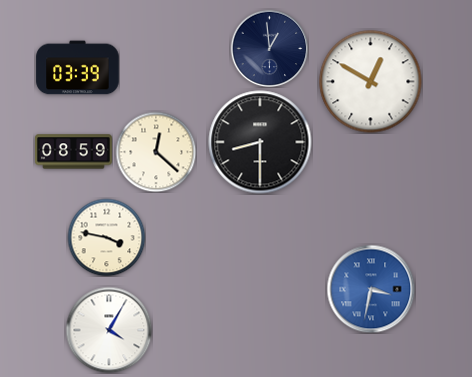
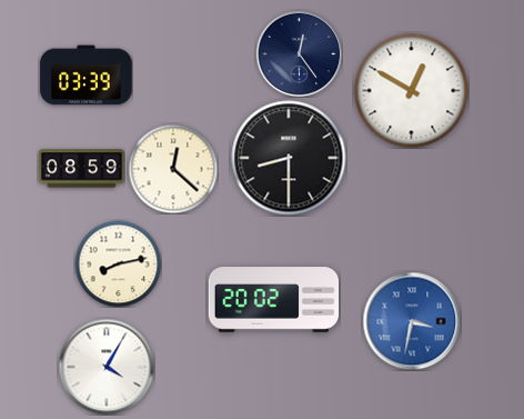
clock at (269, 48): 12:59 -> 12:24
clock at (106, 237): 3:47 -> 8:13
clock at (274, 300): none -> 20:02
clock at (109, 330) position: (109, 330) -> (107, 367)
